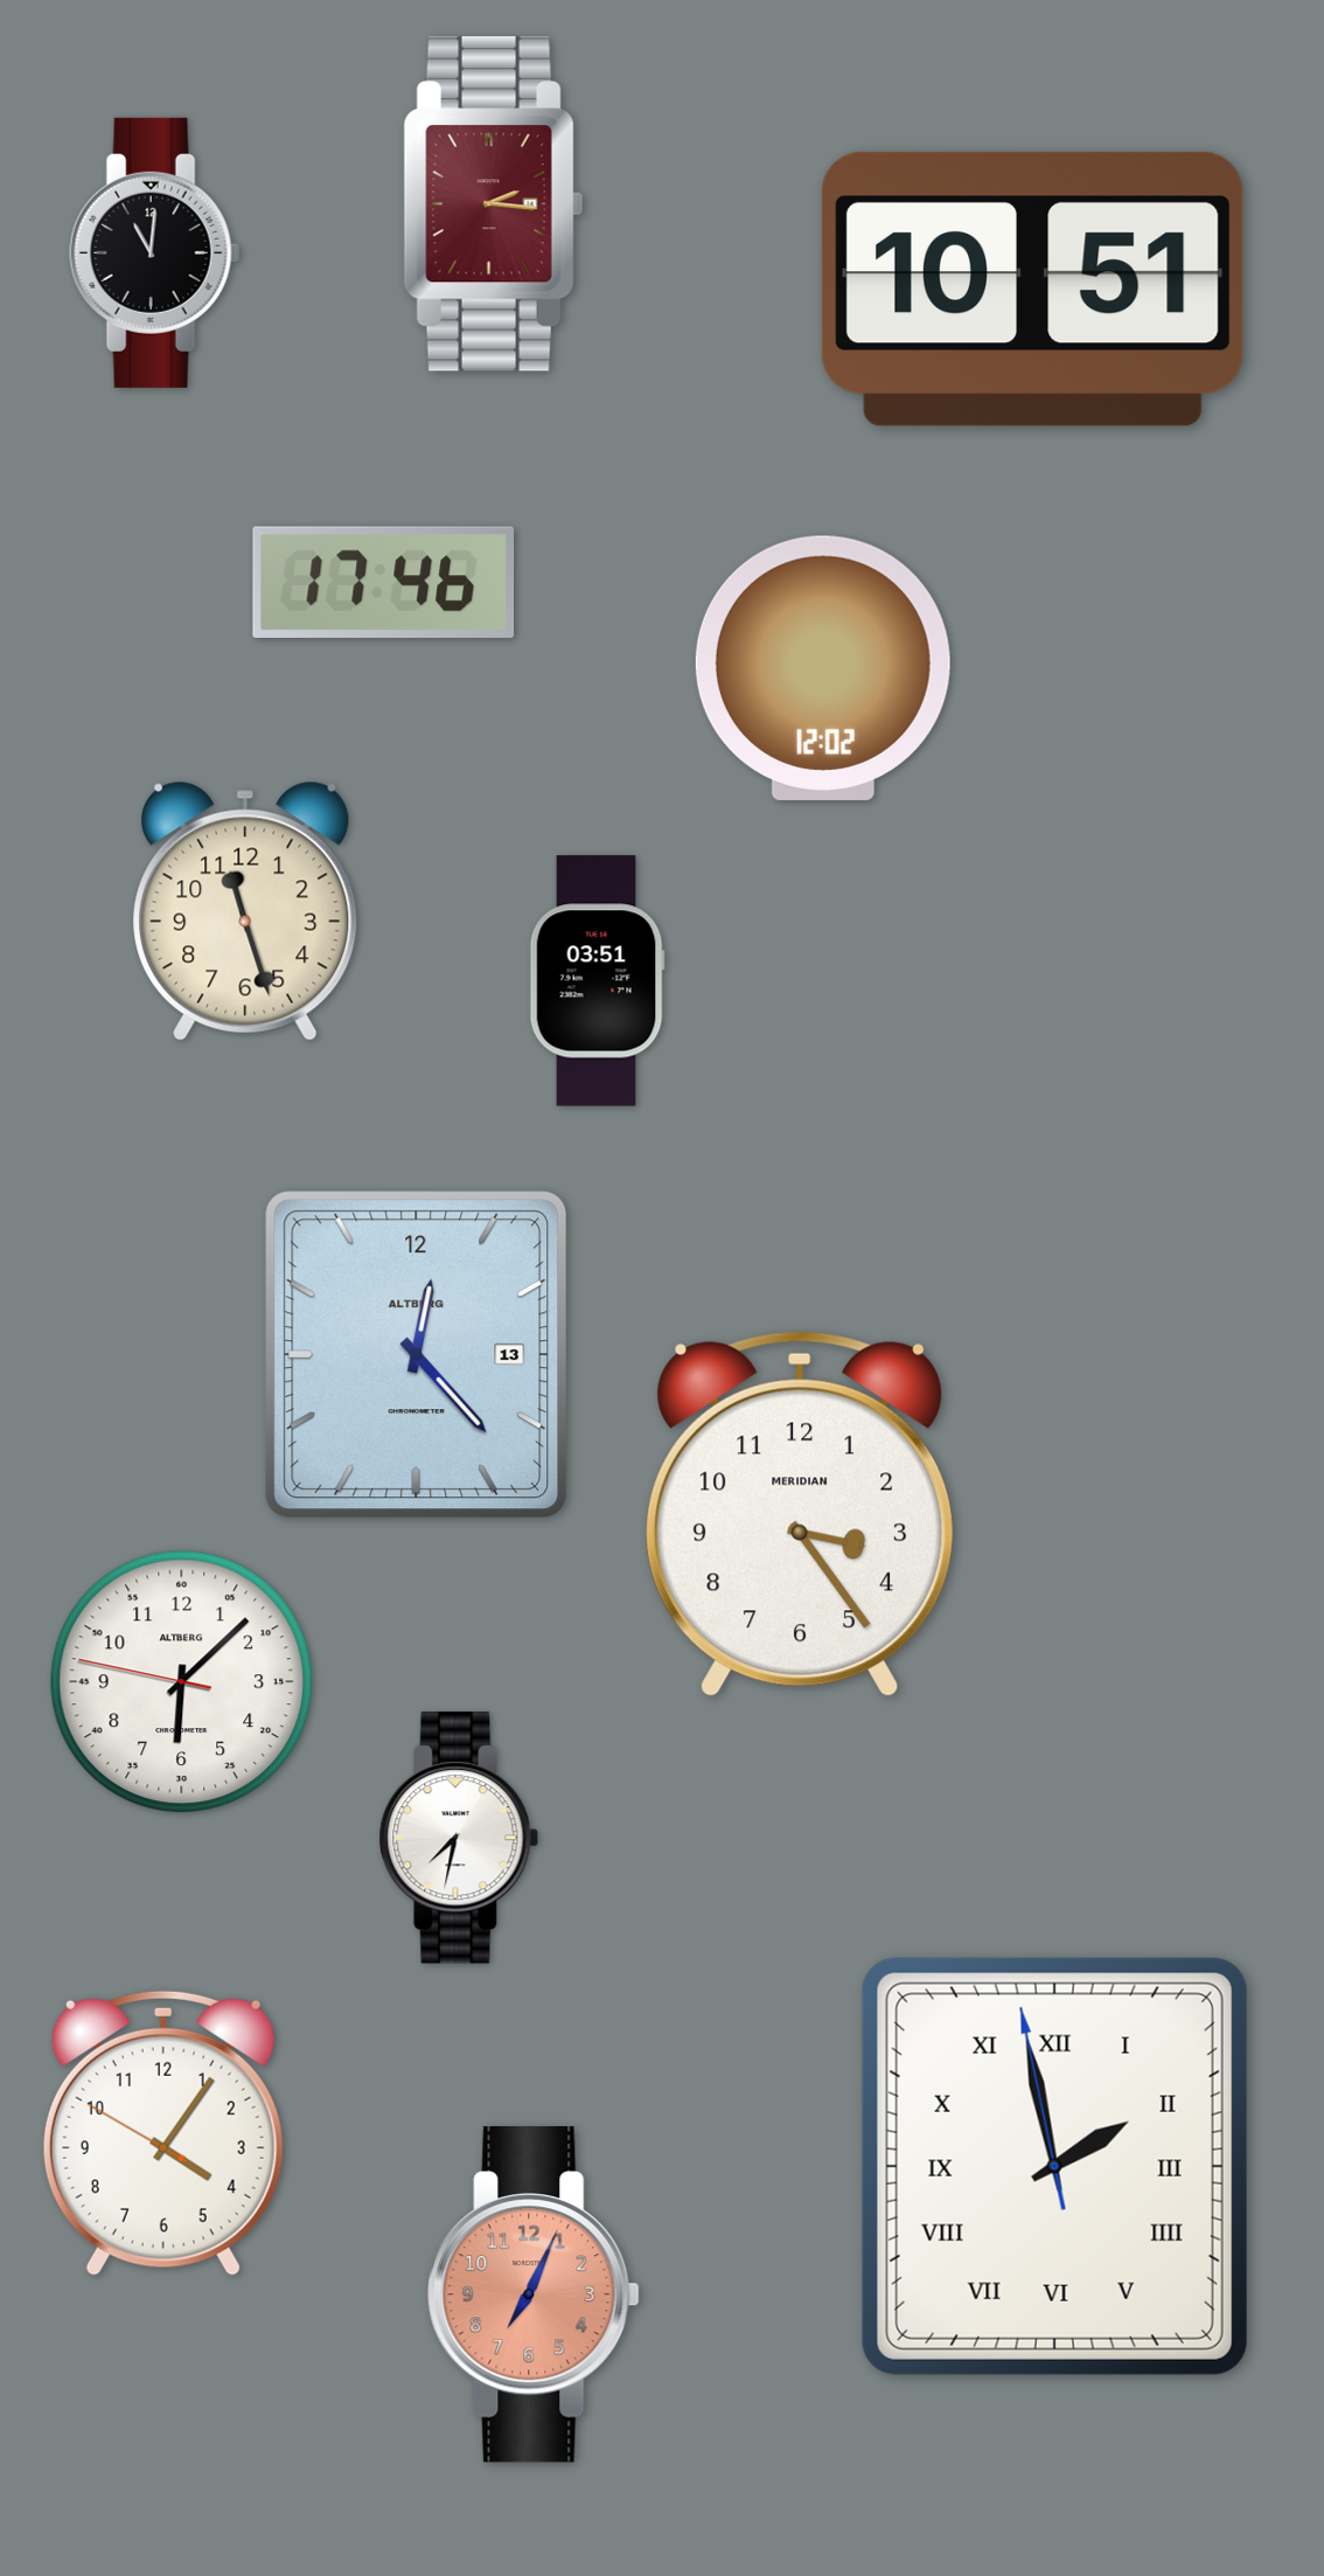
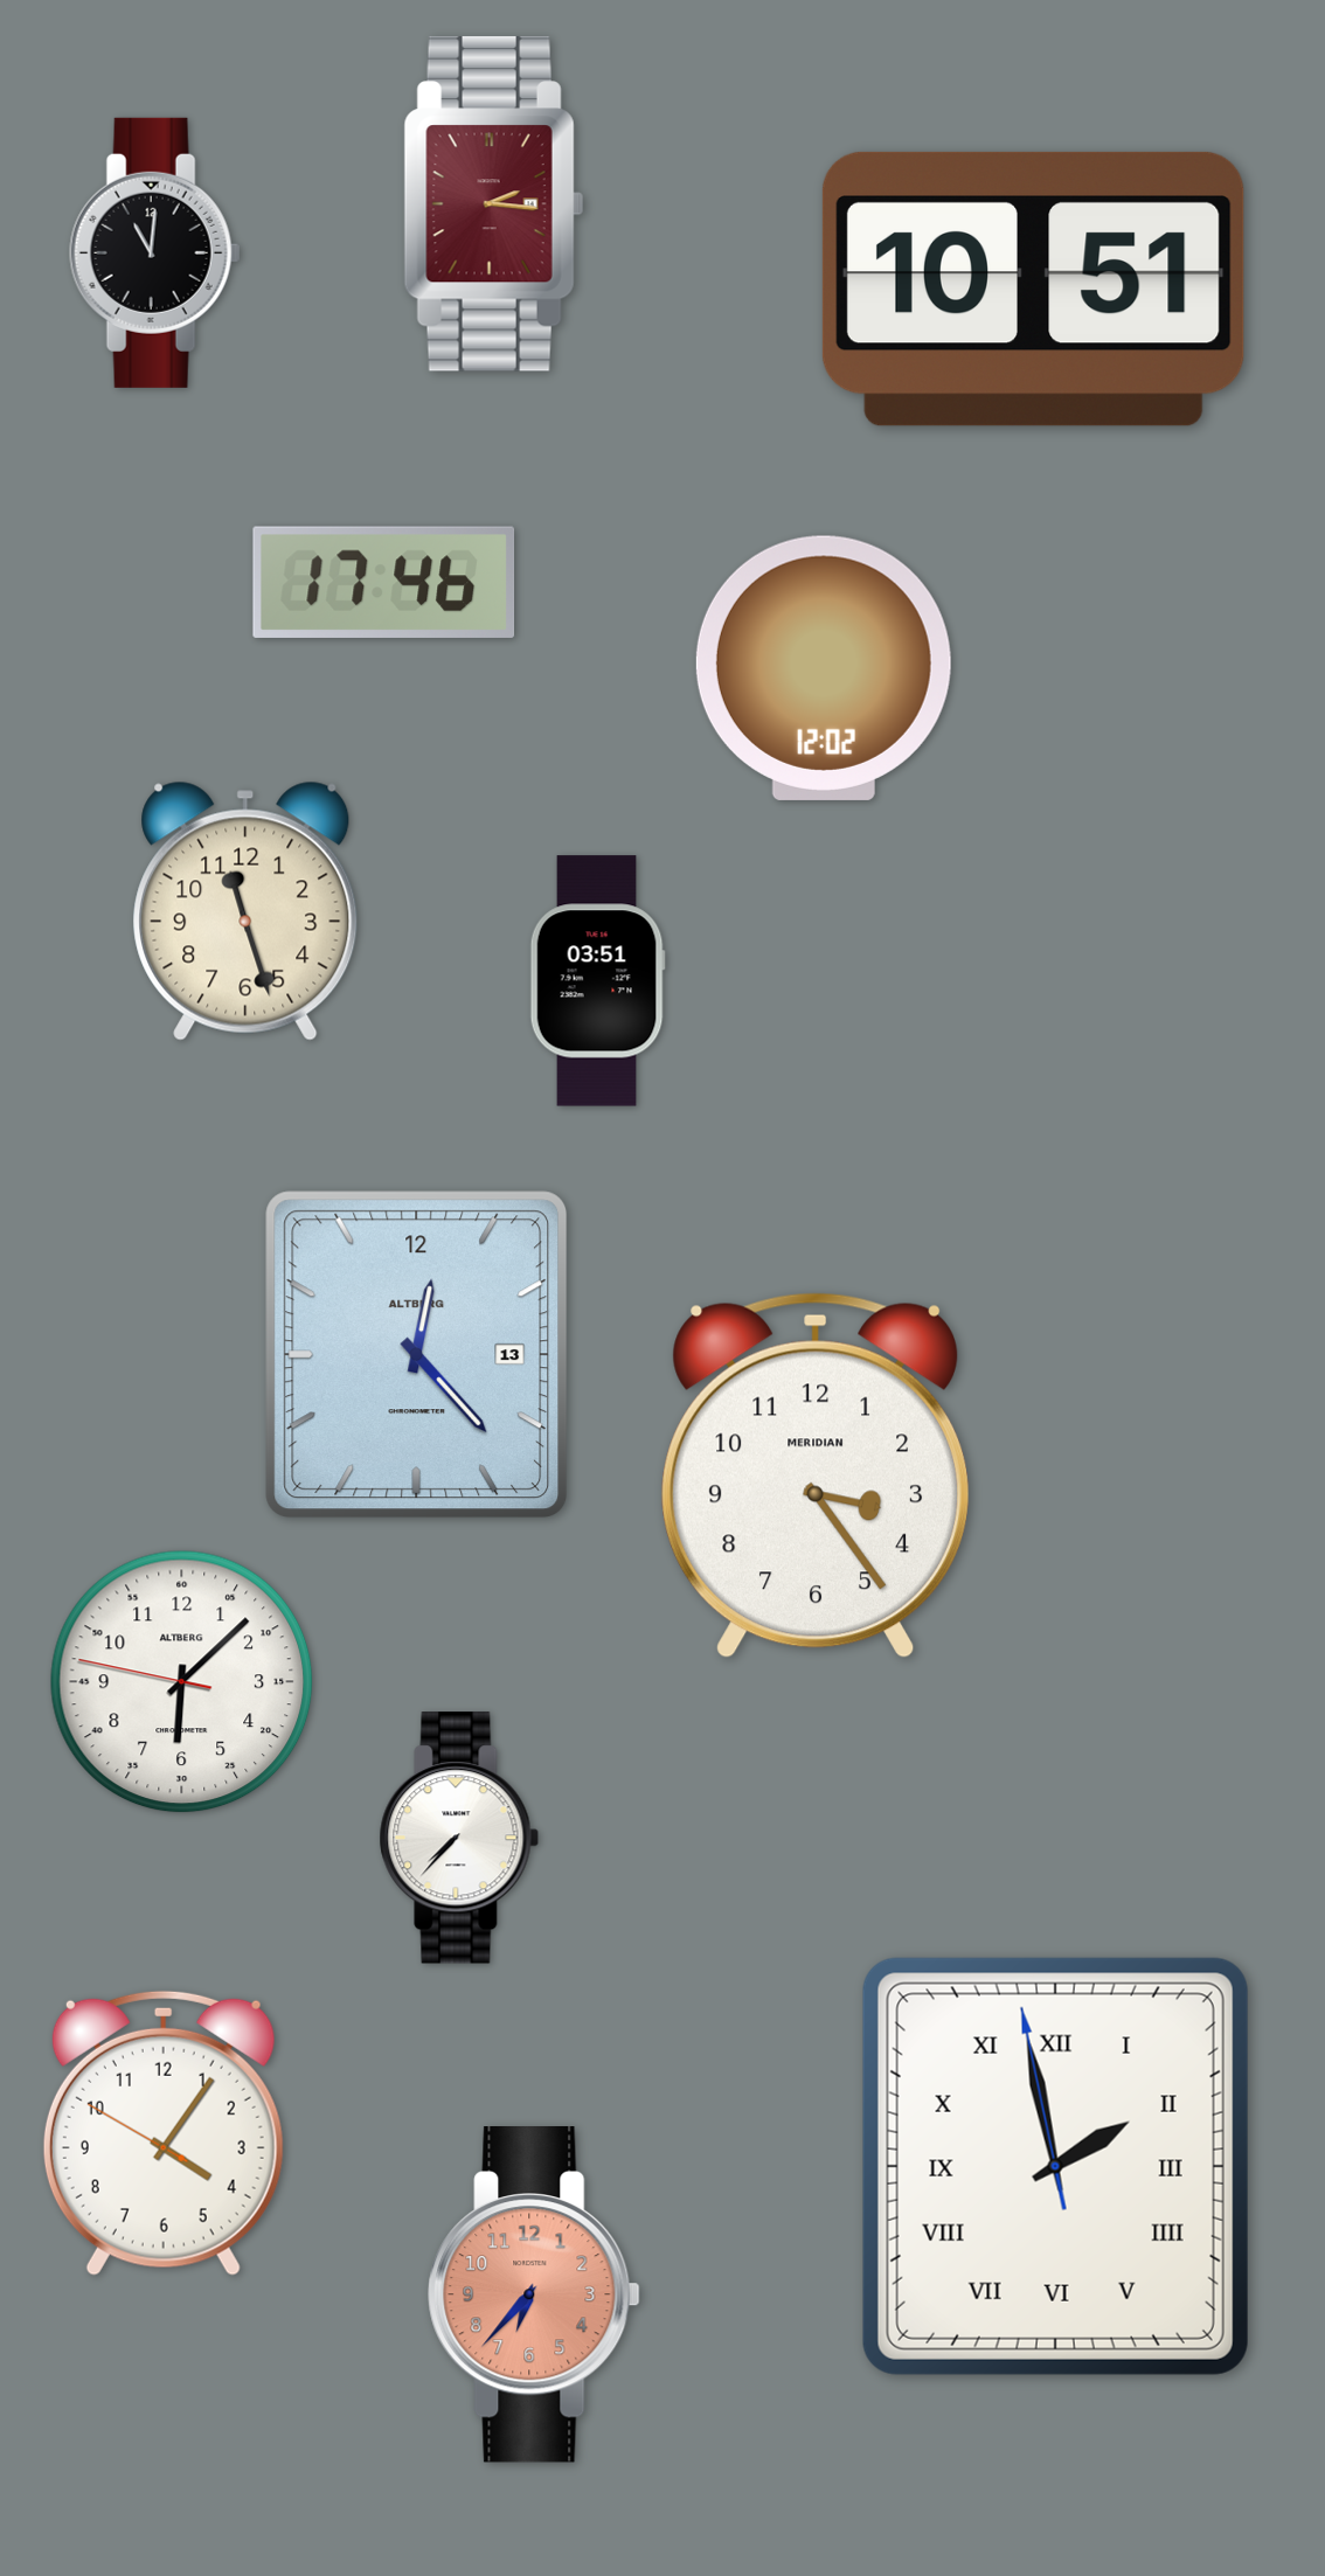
clock at (799, 1514) position: (799, 1514) -> (814, 1476)
clock at (459, 1838): 7:32 -> 7:37
clock at (534, 2296): 7:04 -> 6:37
